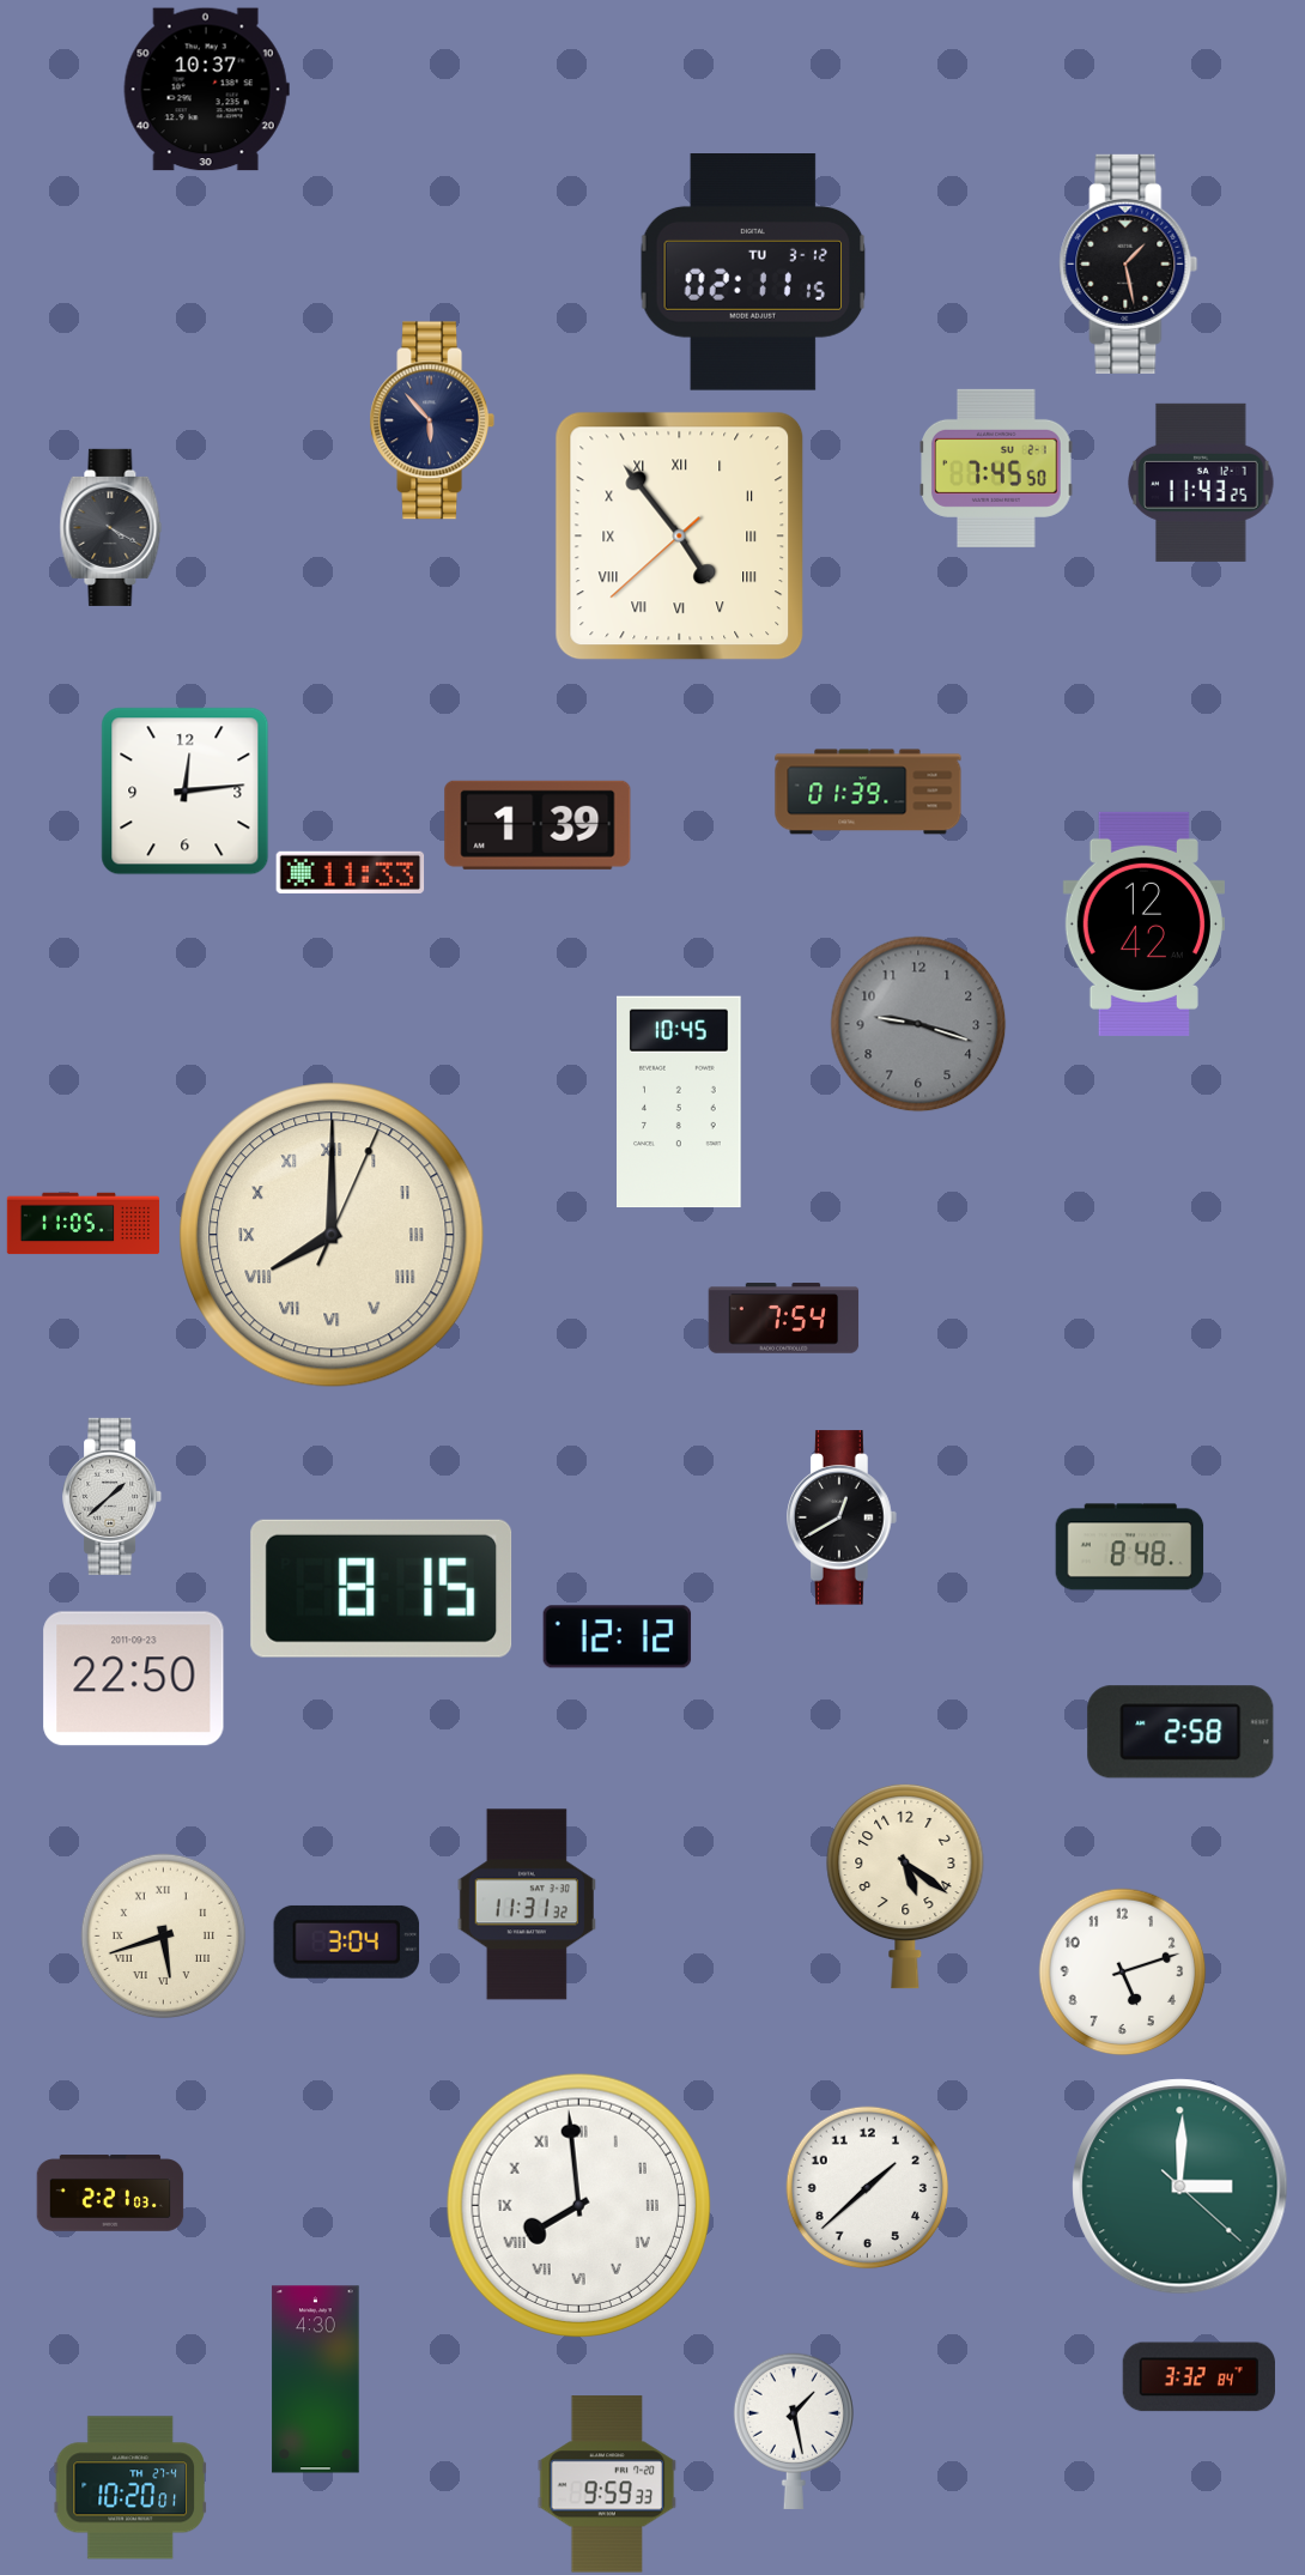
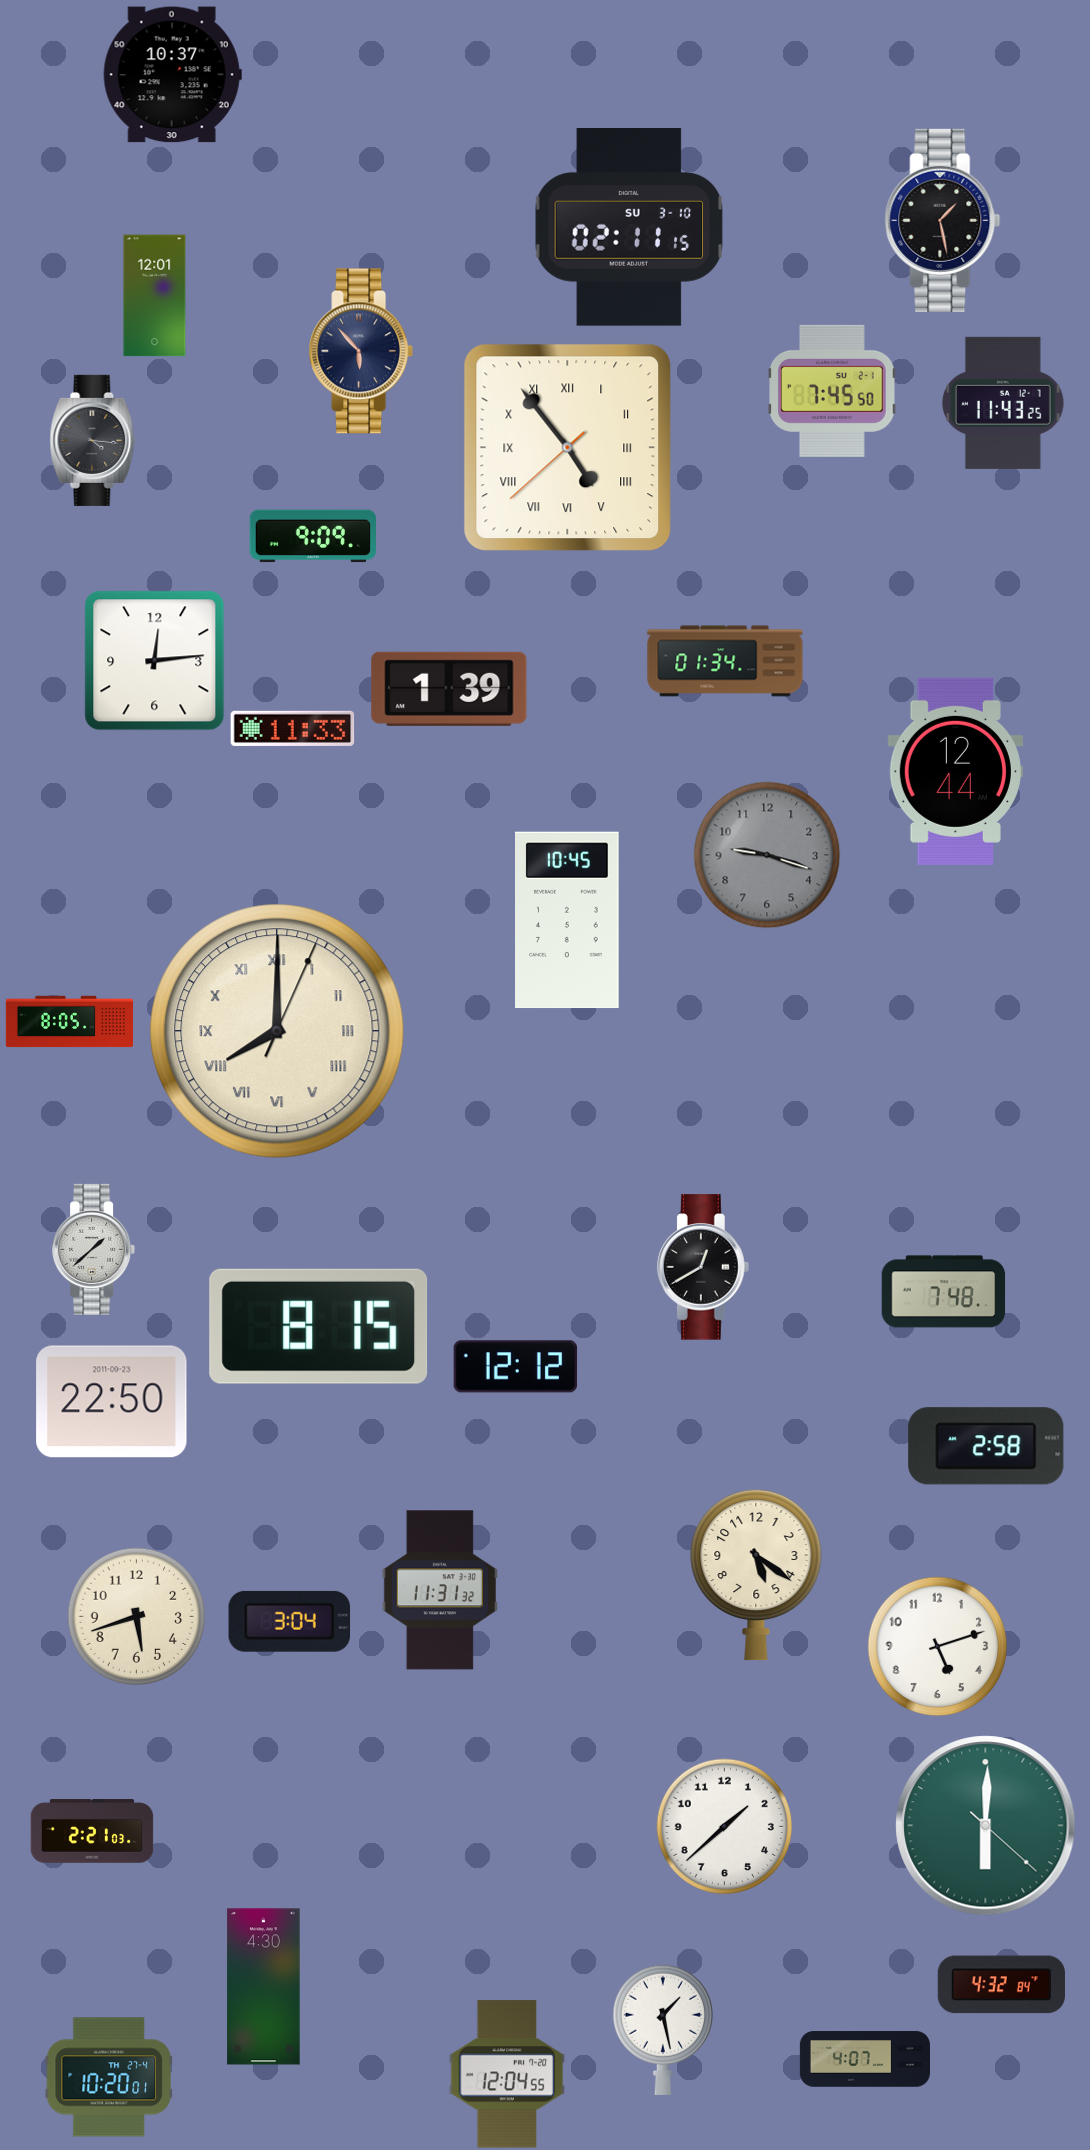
clock at (753, 272) date: TU 3-12 -> SU 3-10
clock at (155, 296): none -> 12:01
clock at (111, 527): 4:20 -> 4:16
clock at (313, 536): none -> 9:09
clock at (868, 792): 01:39 -> 01:34
clock at (1143, 923): 12:42 -> 12:44
clock at (84, 1224): 11:05 -> 8:05
clock at (784, 1319): 7:54 -> none
clock at (1130, 1547): 8:48 -> 7:48
clock at (164, 1937) numerals: Roman -> Arabic
clock at (1180, 2187): 3:00 -> 6:00
clock at (578, 2205): 7:59 -> none
clock at (1198, 2377): 3:32 -> 4:32
clock at (865, 2059): none -> 4:07
clock at (607, 2484): 9:59 -> 12:04
